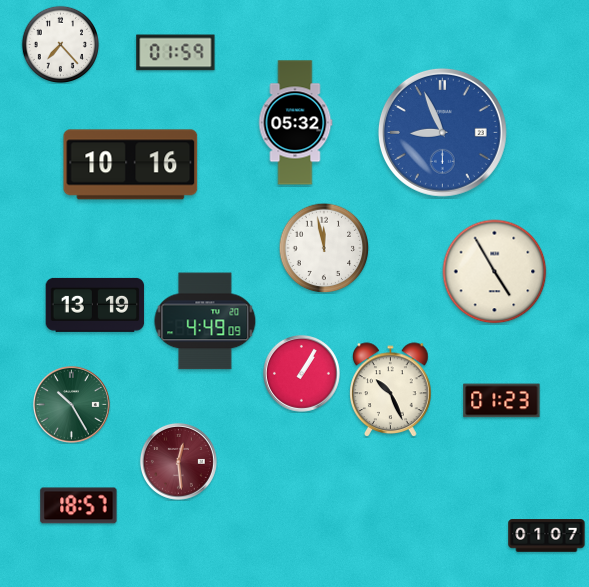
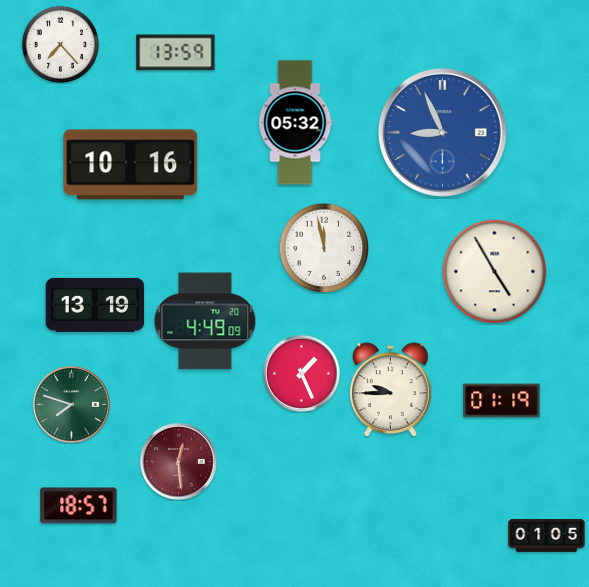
clock at (176, 53): 01:59 -> 13:59
clock at (301, 373): 1:05 -> 1:26
clock at (391, 389): 10:26 -> 9:45
clock at (502, 401): 01:23 -> 01:19
clock at (71, 404): 10:25 -> 7:48
clock at (547, 536): 01:07 -> 01:05
